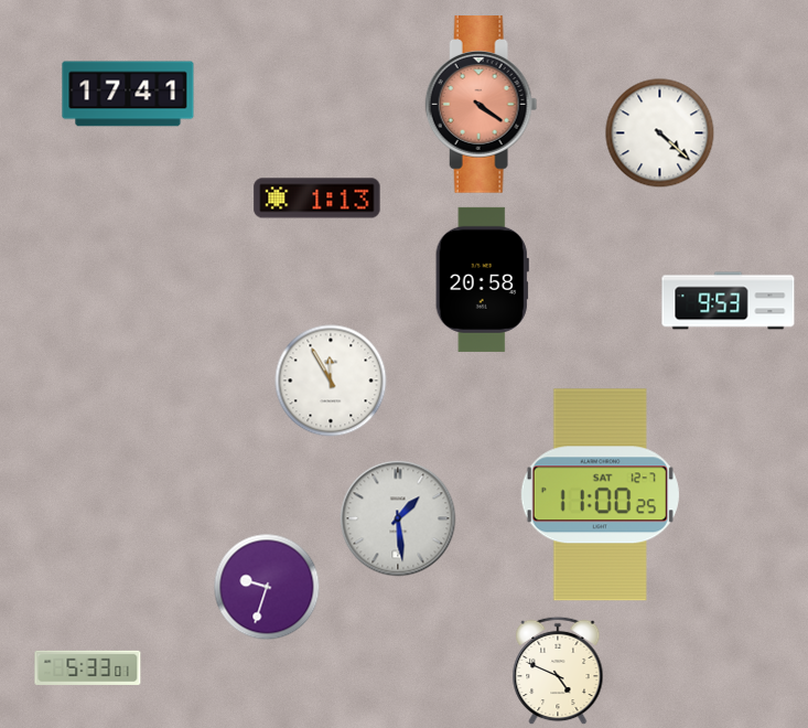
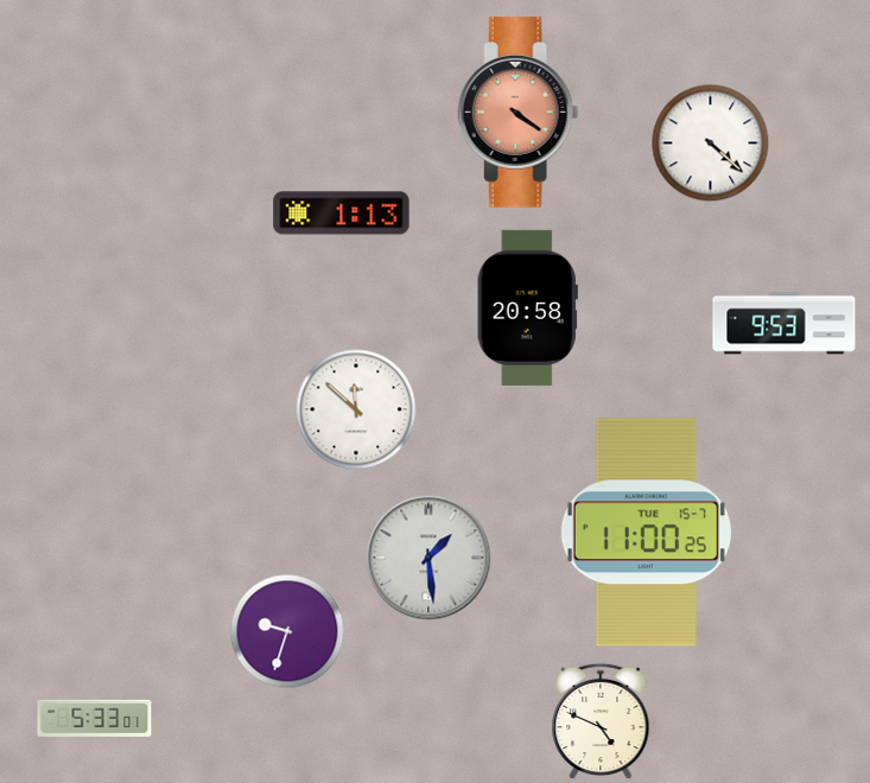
clock at (128, 94): 17:41 -> none
clock at (482, 279) position: (482, 279) -> (527, 307)
clock at (331, 381): 11:55 -> 11:52
clock at (600, 495) date: SAT 12-7 -> TUE 15-7
